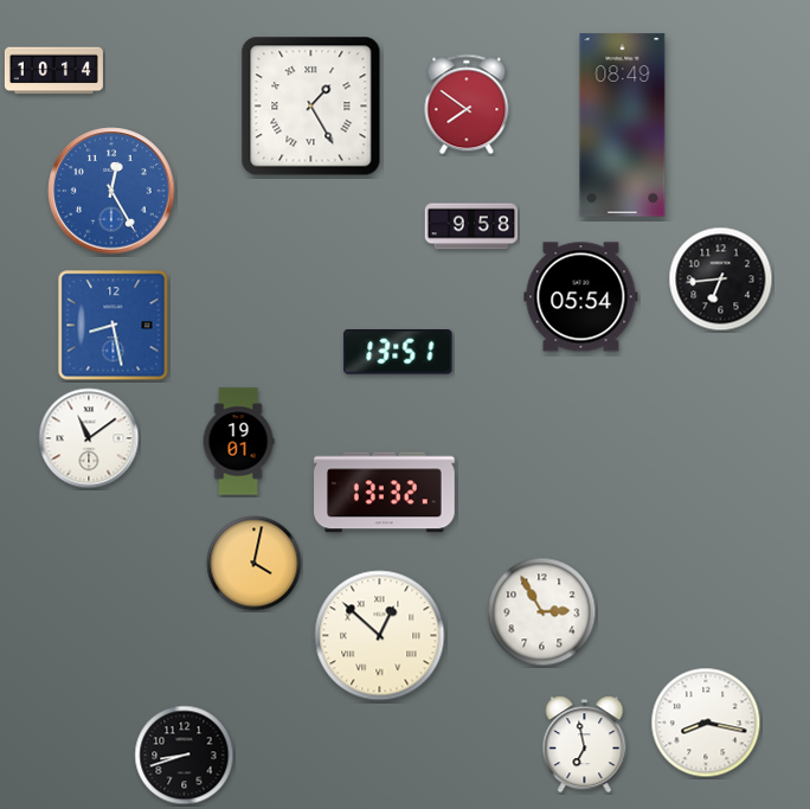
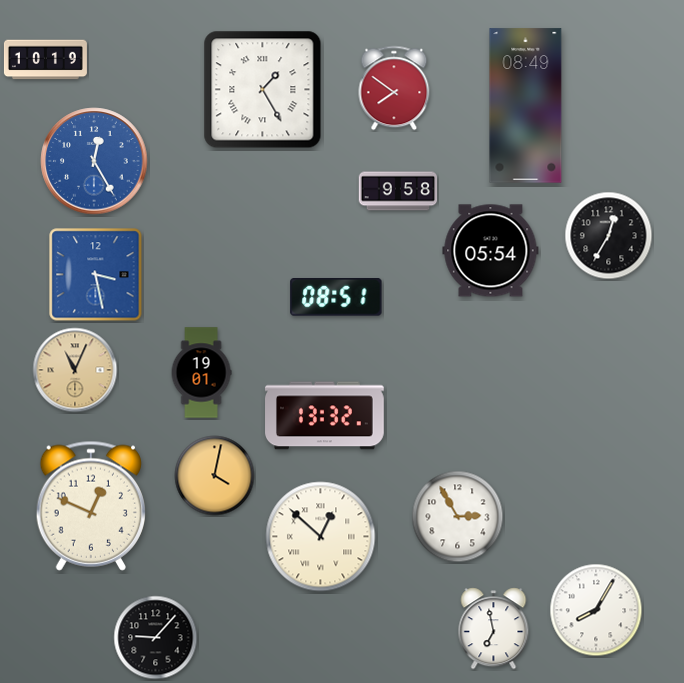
clock at (53, 71): 10:14 -> 10:19
clock at (721, 280): 6:44 -> 12:35
clock at (114, 326): 8:28 -> 3:28
clock at (398, 353): 13:51 -> 08:51
clock at (89, 438): 11:09 -> 11:04
clock at (89, 438) dial: white -> champagne
clock at (90, 506): none -> 12:49
clock at (706, 723): 8:17 -> 8:05
clock at (185, 756): 8:42 -> 9:07
